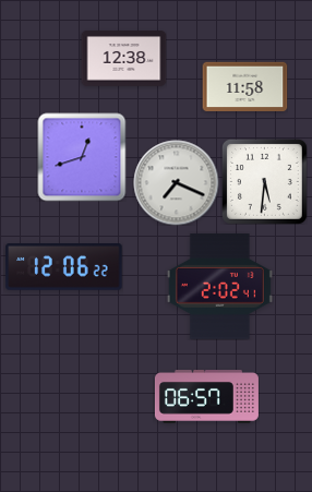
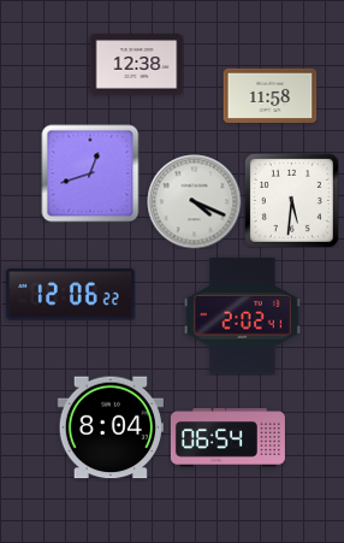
clock at (176, 182): 7:19 -> 4:19
clock at (111, 427): none -> 8:04
clock at (206, 397): 06:57 -> 06:54
